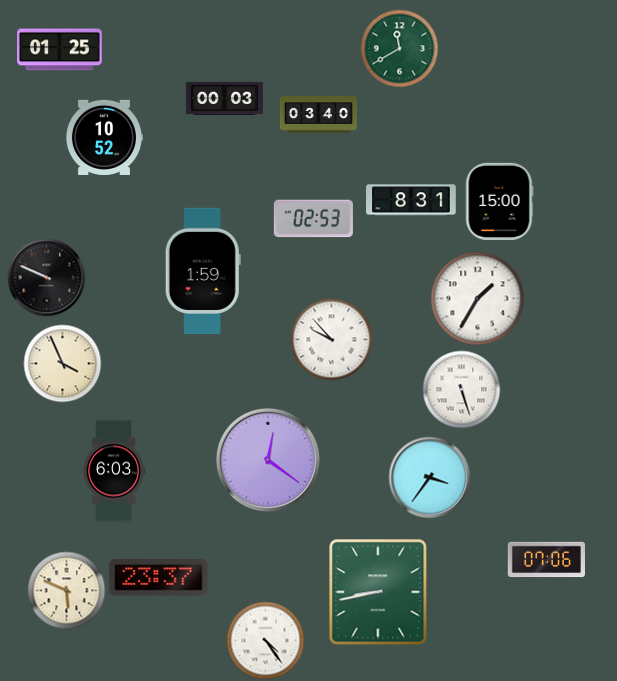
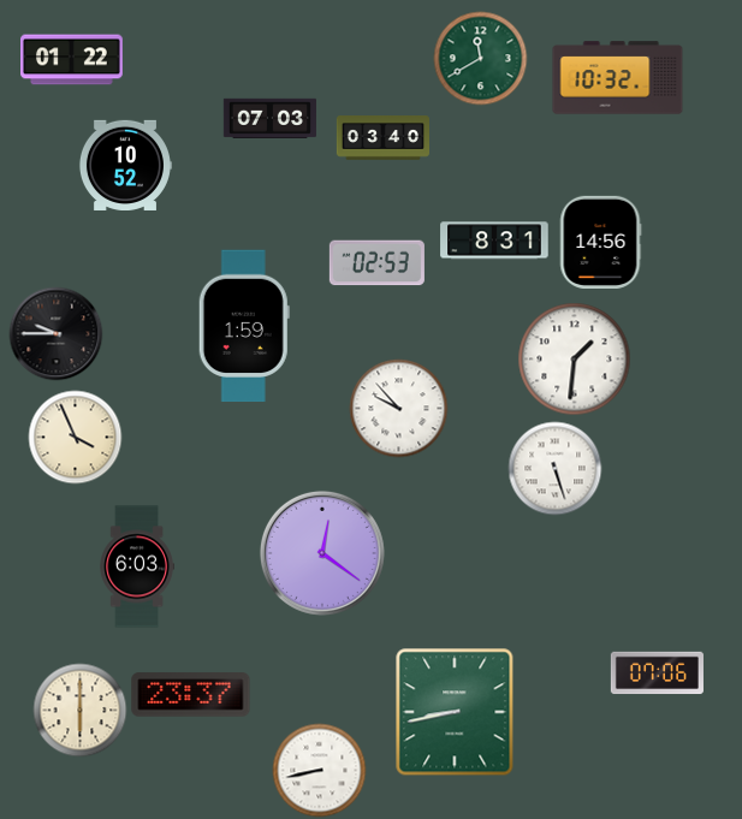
clock at (60, 50): 01:25 -> 01:22
clock at (618, 78): none -> 10:32
clock at (224, 98): 00:03 -> 07:03
clock at (499, 201): 15:00 -> 14:56
clock at (46, 277): 9:49 -> 9:45
clock at (477, 298): 1:35 -> 1:31
clock at (429, 477): 3:36 -> none
clock at (66, 590): 5:49 -> 6:00
clock at (265, 640): 4:24 -> 8:43
